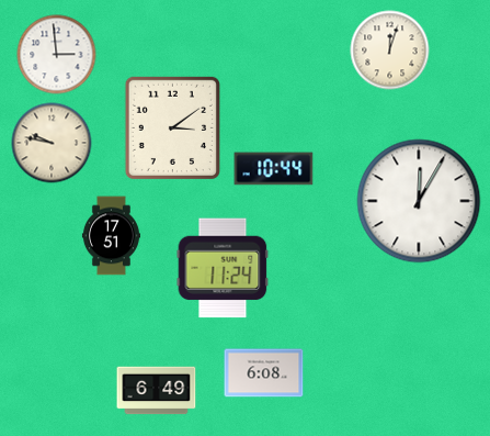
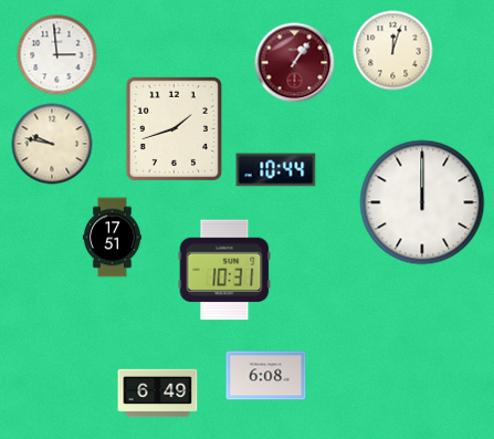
clock at (295, 63): none -> 1:06
clock at (172, 127): 3:09 -> 1:42
clock at (419, 201): 12:05 -> 12:00
clock at (223, 268): 11:24 -> 10:31
